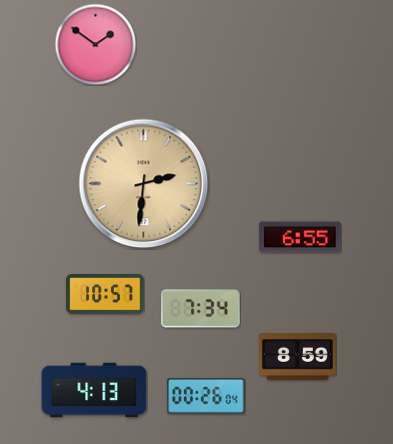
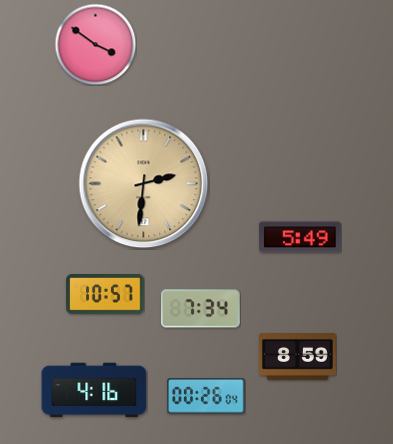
clock at (95, 44): 1:51 -> 3:51
clock at (300, 237): 6:55 -> 5:49
clock at (94, 390): 4:13 -> 4:16
